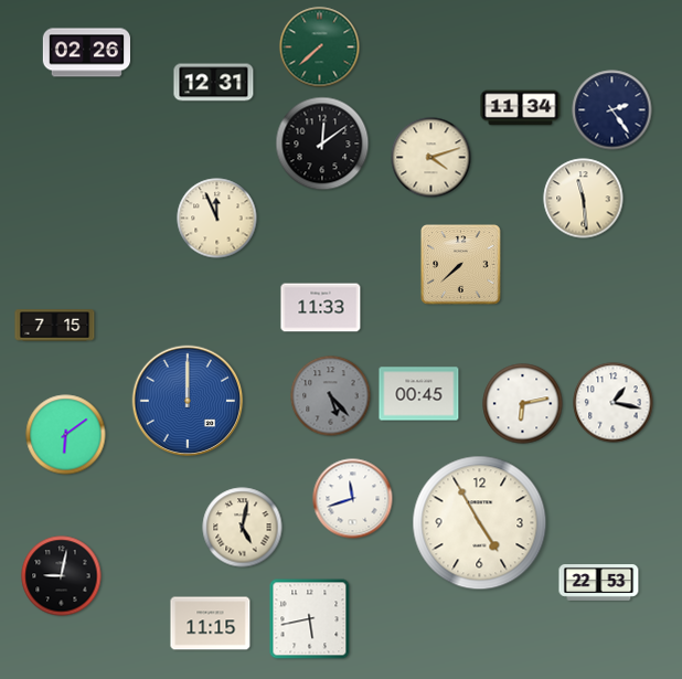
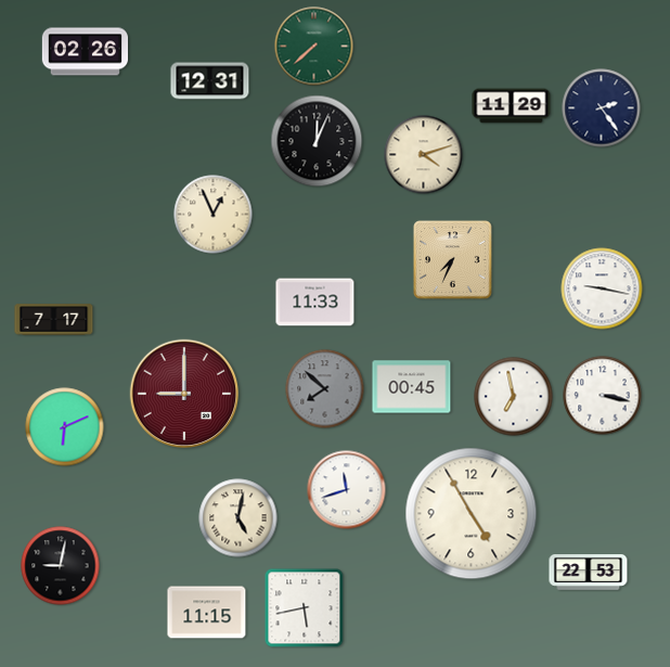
clock at (521, 108): 11:34 -> 11:29
clock at (322, 144): 12:09 -> 12:04
clock at (584, 199): 11:29 -> none
clock at (217, 219): 11:56 -> 12:56
clock at (461, 265): 7:38 -> 7:34
clock at (602, 288): none -> 9:17
clock at (55, 326): 7:15 -> 7:17
clock at (331, 396): 5:23 -> 7:52
clock at (188, 401): 12:00 -> 9:00
clock at (188, 401) dial: blue -> burgundy
clock at (614, 403): 1:17 -> 3:17
clock at (523, 404): 6:13 -> 6:58
clock at (66, 435): 6:09 -> 6:11
